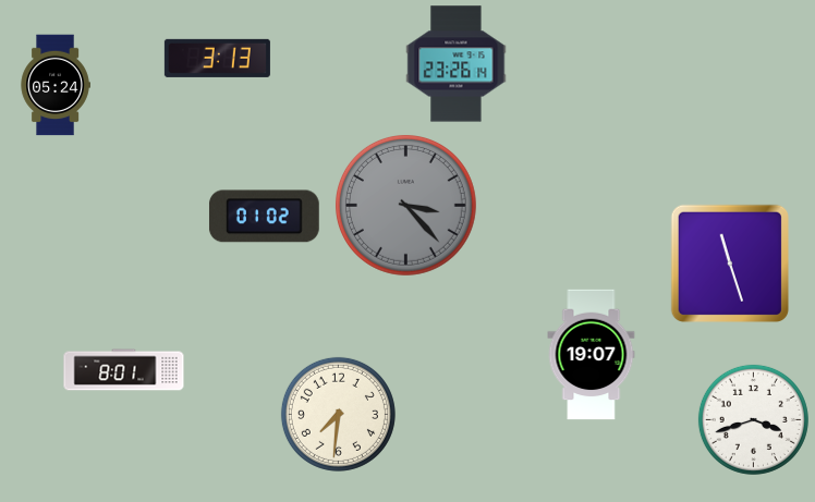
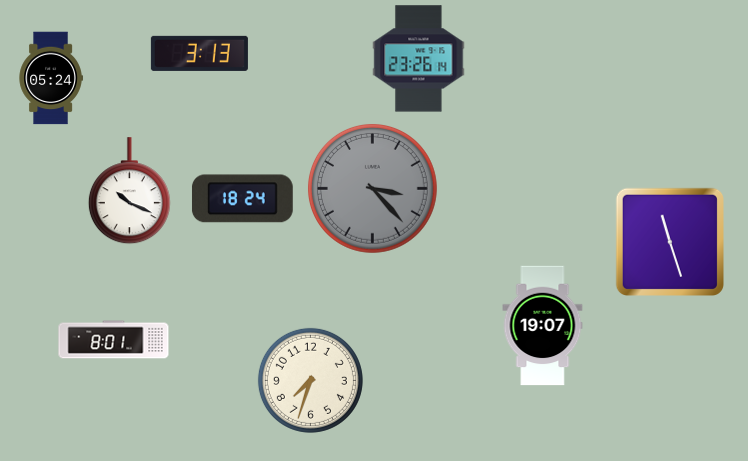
clock at (129, 191): none -> 10:19
clock at (264, 217): 01:02 -> 18:24
clock at (338, 414): 7:31 -> 7:33
clock at (753, 419): 3:42 -> none
